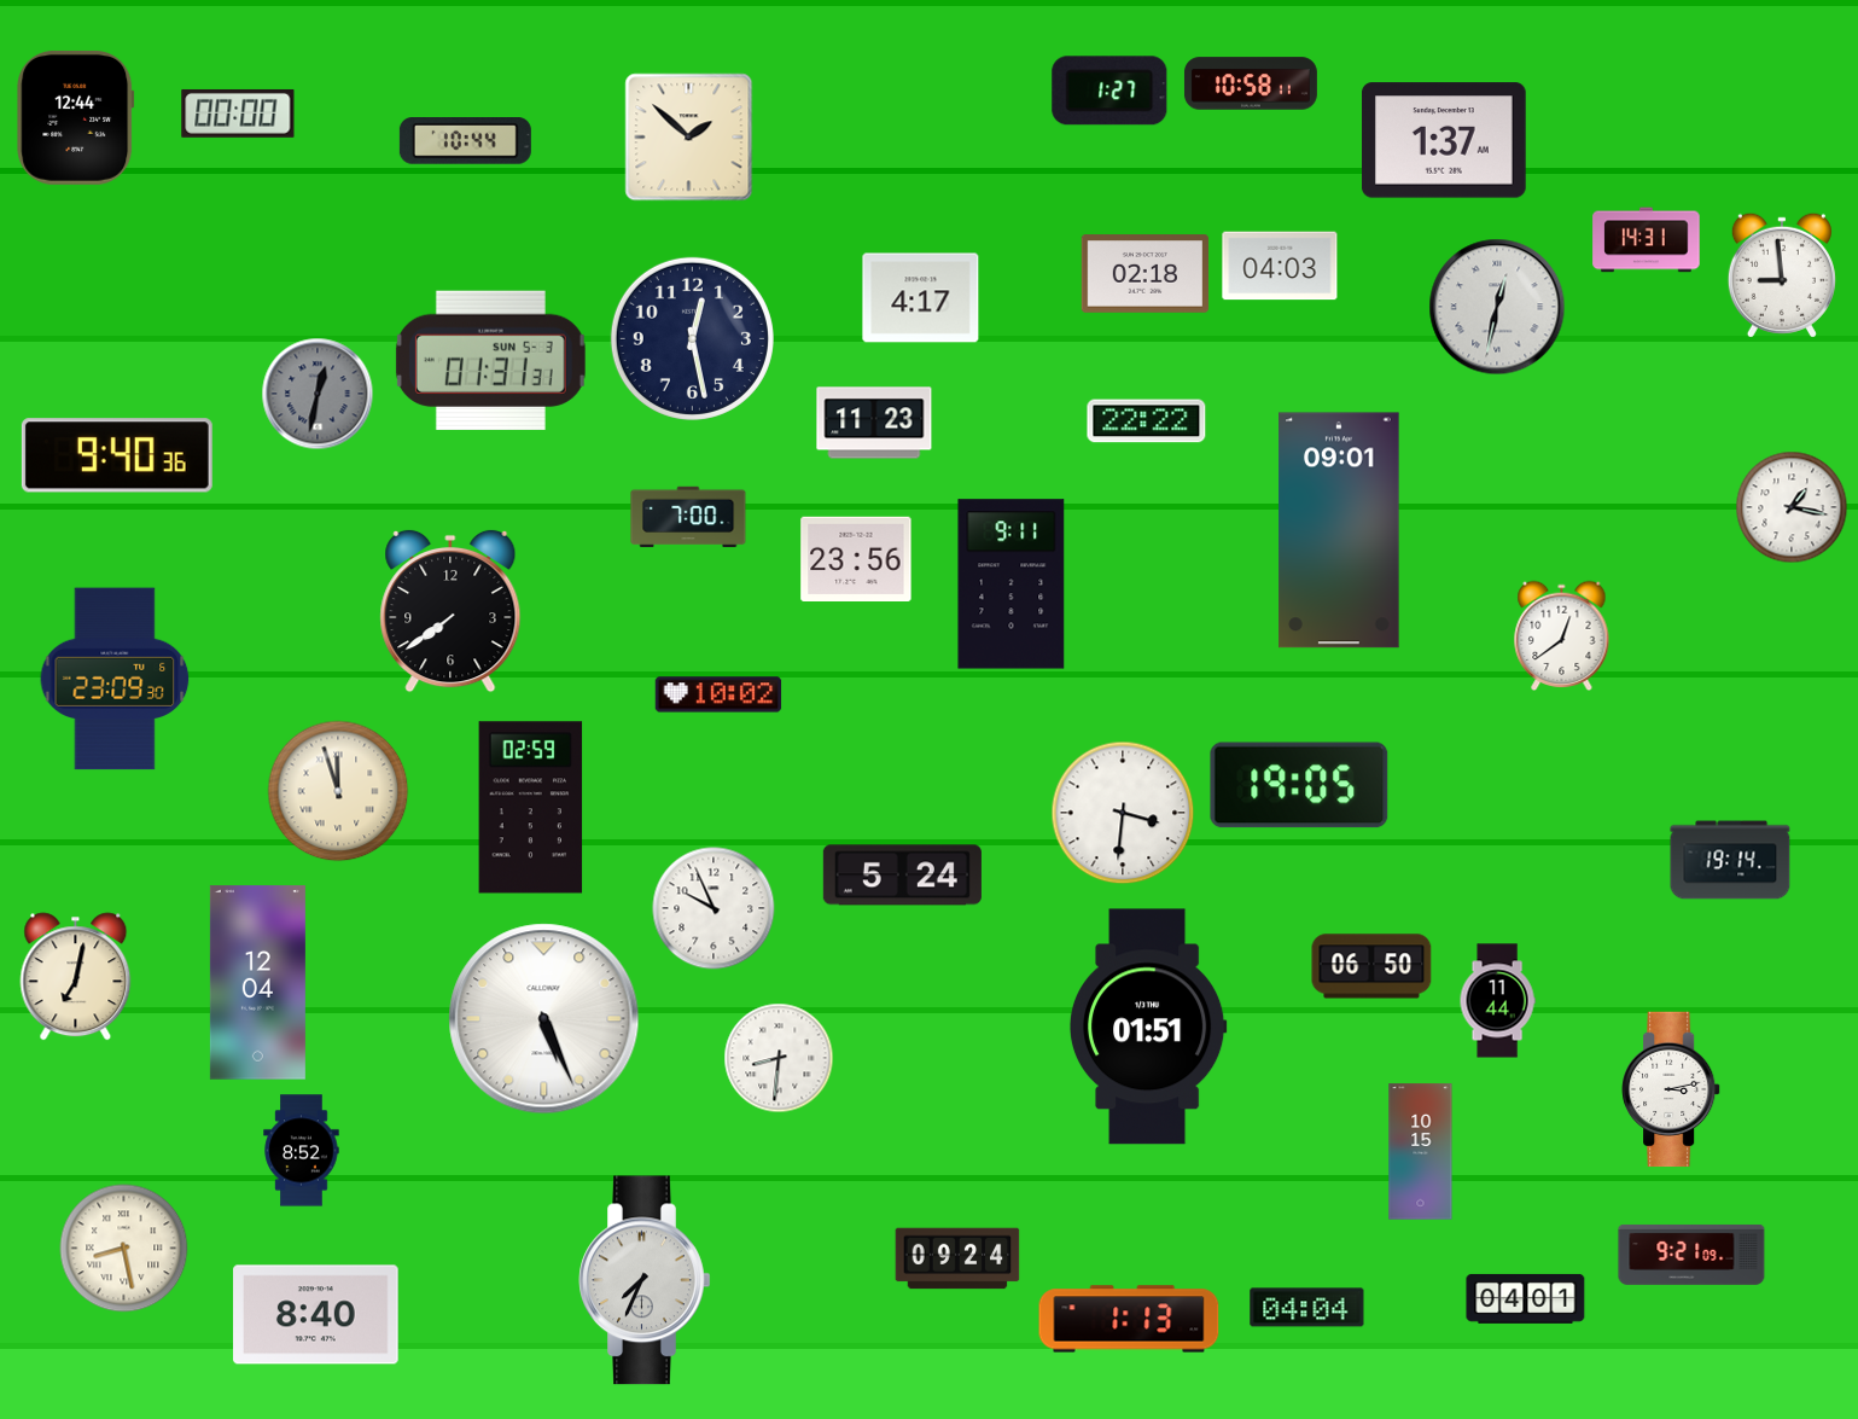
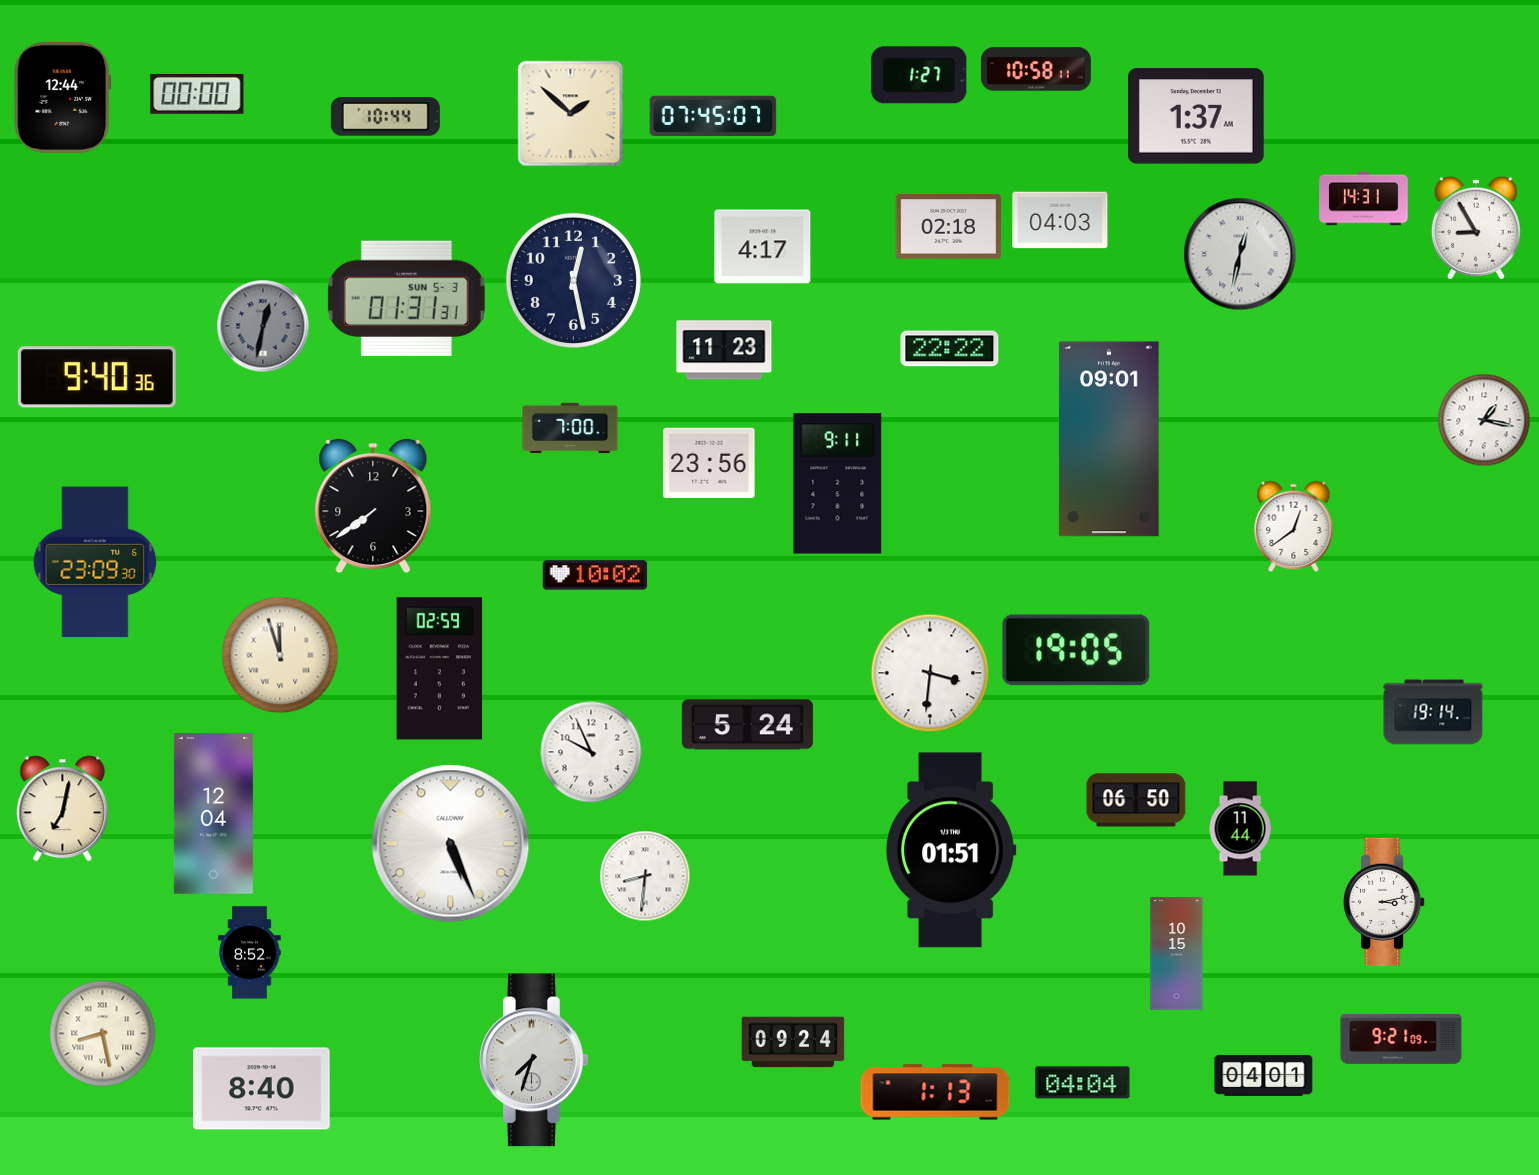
clock at (713, 116): none -> 07:45
clock at (1782, 275): 8:59 -> 8:55
clock at (645, 1280): 7:34 -> 7:33
